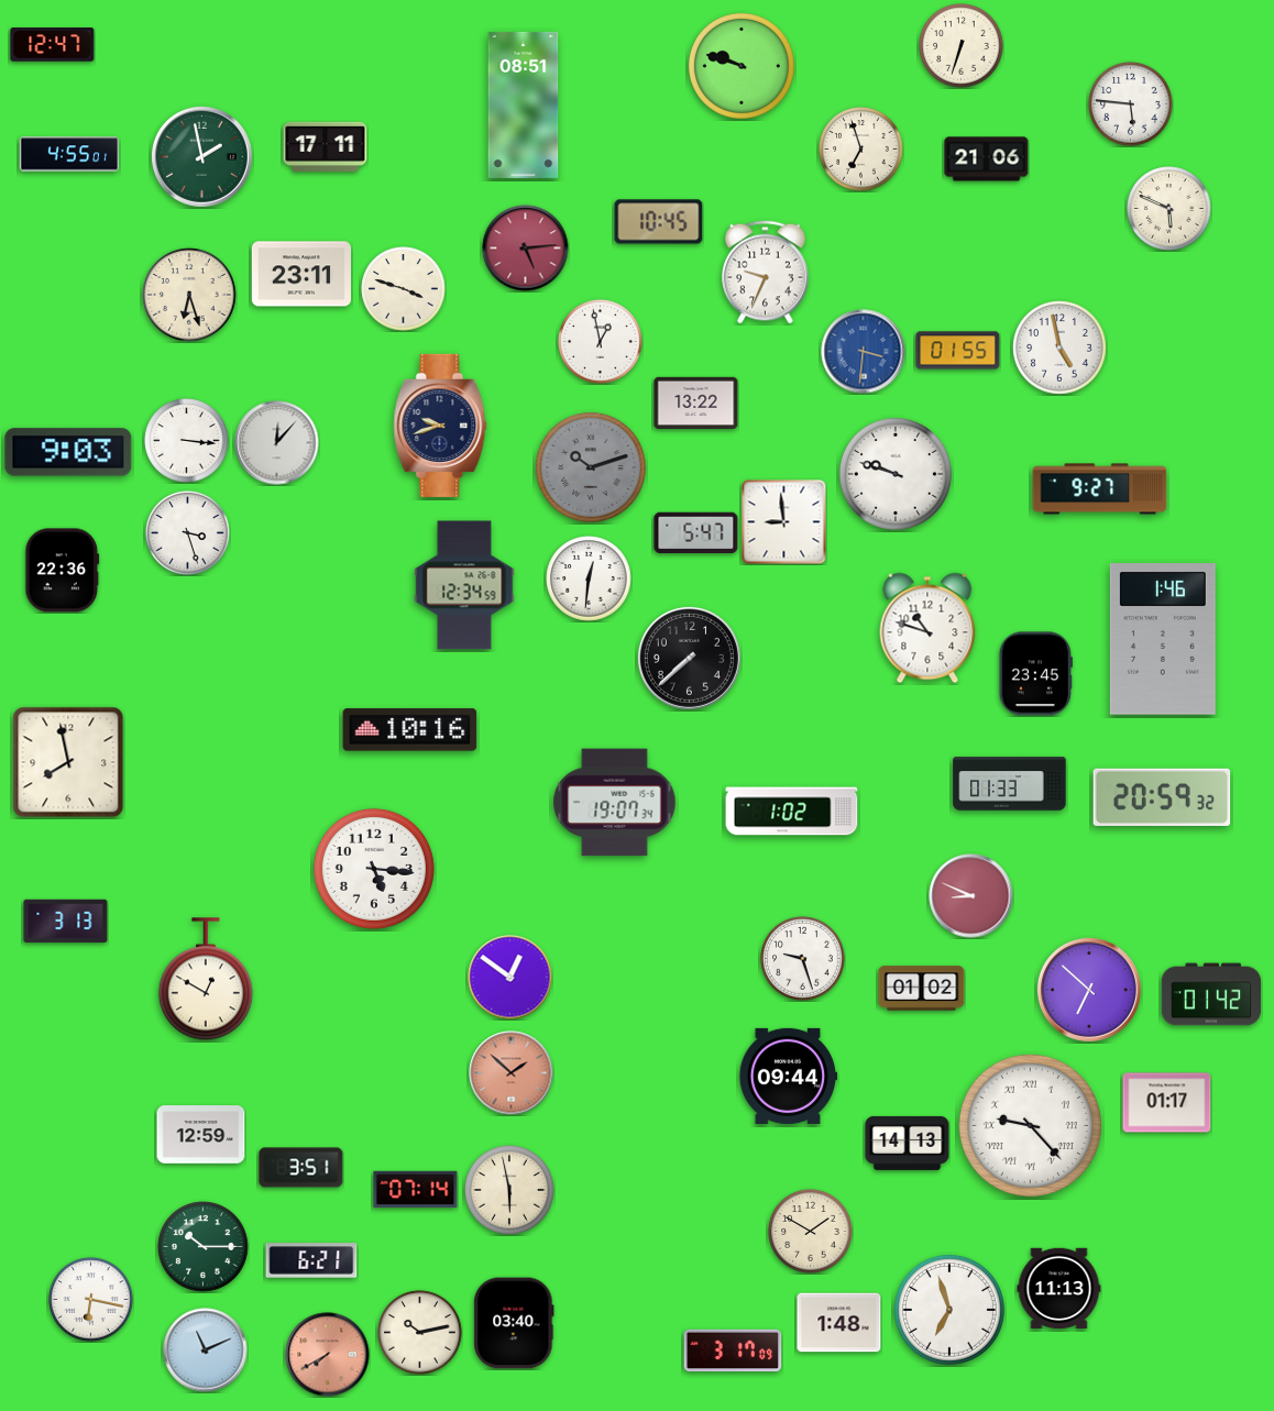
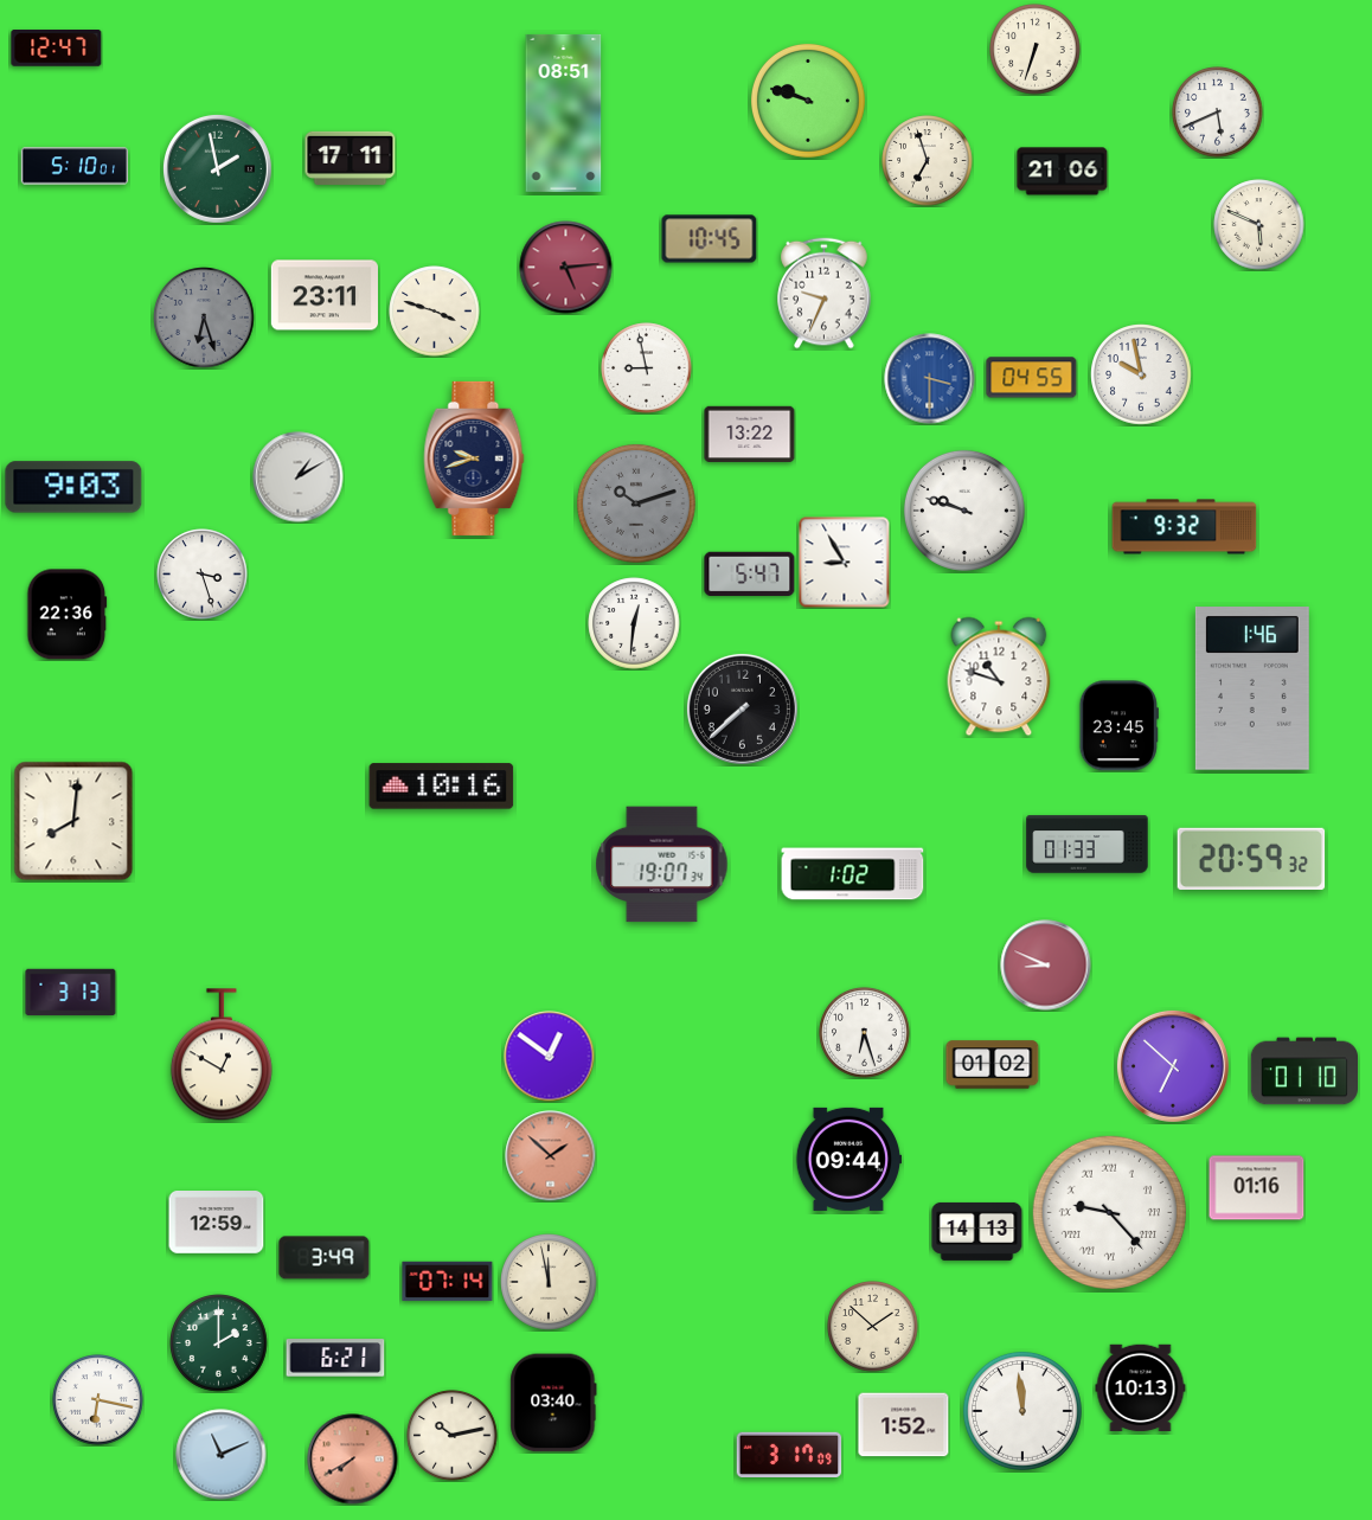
clock at (742, 66) position: (742, 66) -> (808, 101)
clock at (1131, 104): 5:46 -> 5:41
clock at (69, 154): 4:55 -> 5:10
clock at (189, 295) dial: cream -> grey
clock at (601, 342): 12:58 -> 8:58
clock at (1059, 348): 4:58 -> 9:58
clock at (958, 351): 01:55 -> 04:55
clock at (864, 352): 3:31 -> 3:30
clock at (187, 441): 3:16 -> none
clock at (277, 443): 12:07 -> 1:10
clock at (1100, 489): 9:27 -> 9:32
clock at (784, 522): 8:59 -> 8:55
clock at (464, 585): 12:34 -> none
clock at (1035, 674) position: (1035, 674) -> (1118, 726)
clock at (68, 762): 7:58 -> 8:01
clock at (374, 869): 5:16 -> none
clock at (803, 959): 9:27 -> 6:27
clock at (510, 978) position: (510, 978) -> (550, 1057)
clock at (1210, 994): 01:42 -> 01:10
clock at (1167, 1103): 01:17 -> 01:16
clock at (301, 1168): 3:51 -> 3:49
clock at (509, 1190): 5:58 -> 11:58
clock at (811, 1232): 1:50 -> 1:52
clock at (204, 1247): 10:15 -> 2:00
clock at (1059, 1289): 11:13 -> 10:13
clock at (949, 1310): 6:57 -> 11:59
clock at (514, 1323) position: (514, 1323) -> (553, 1403)
clock at (839, 1323): 1:48 -> 1:52
